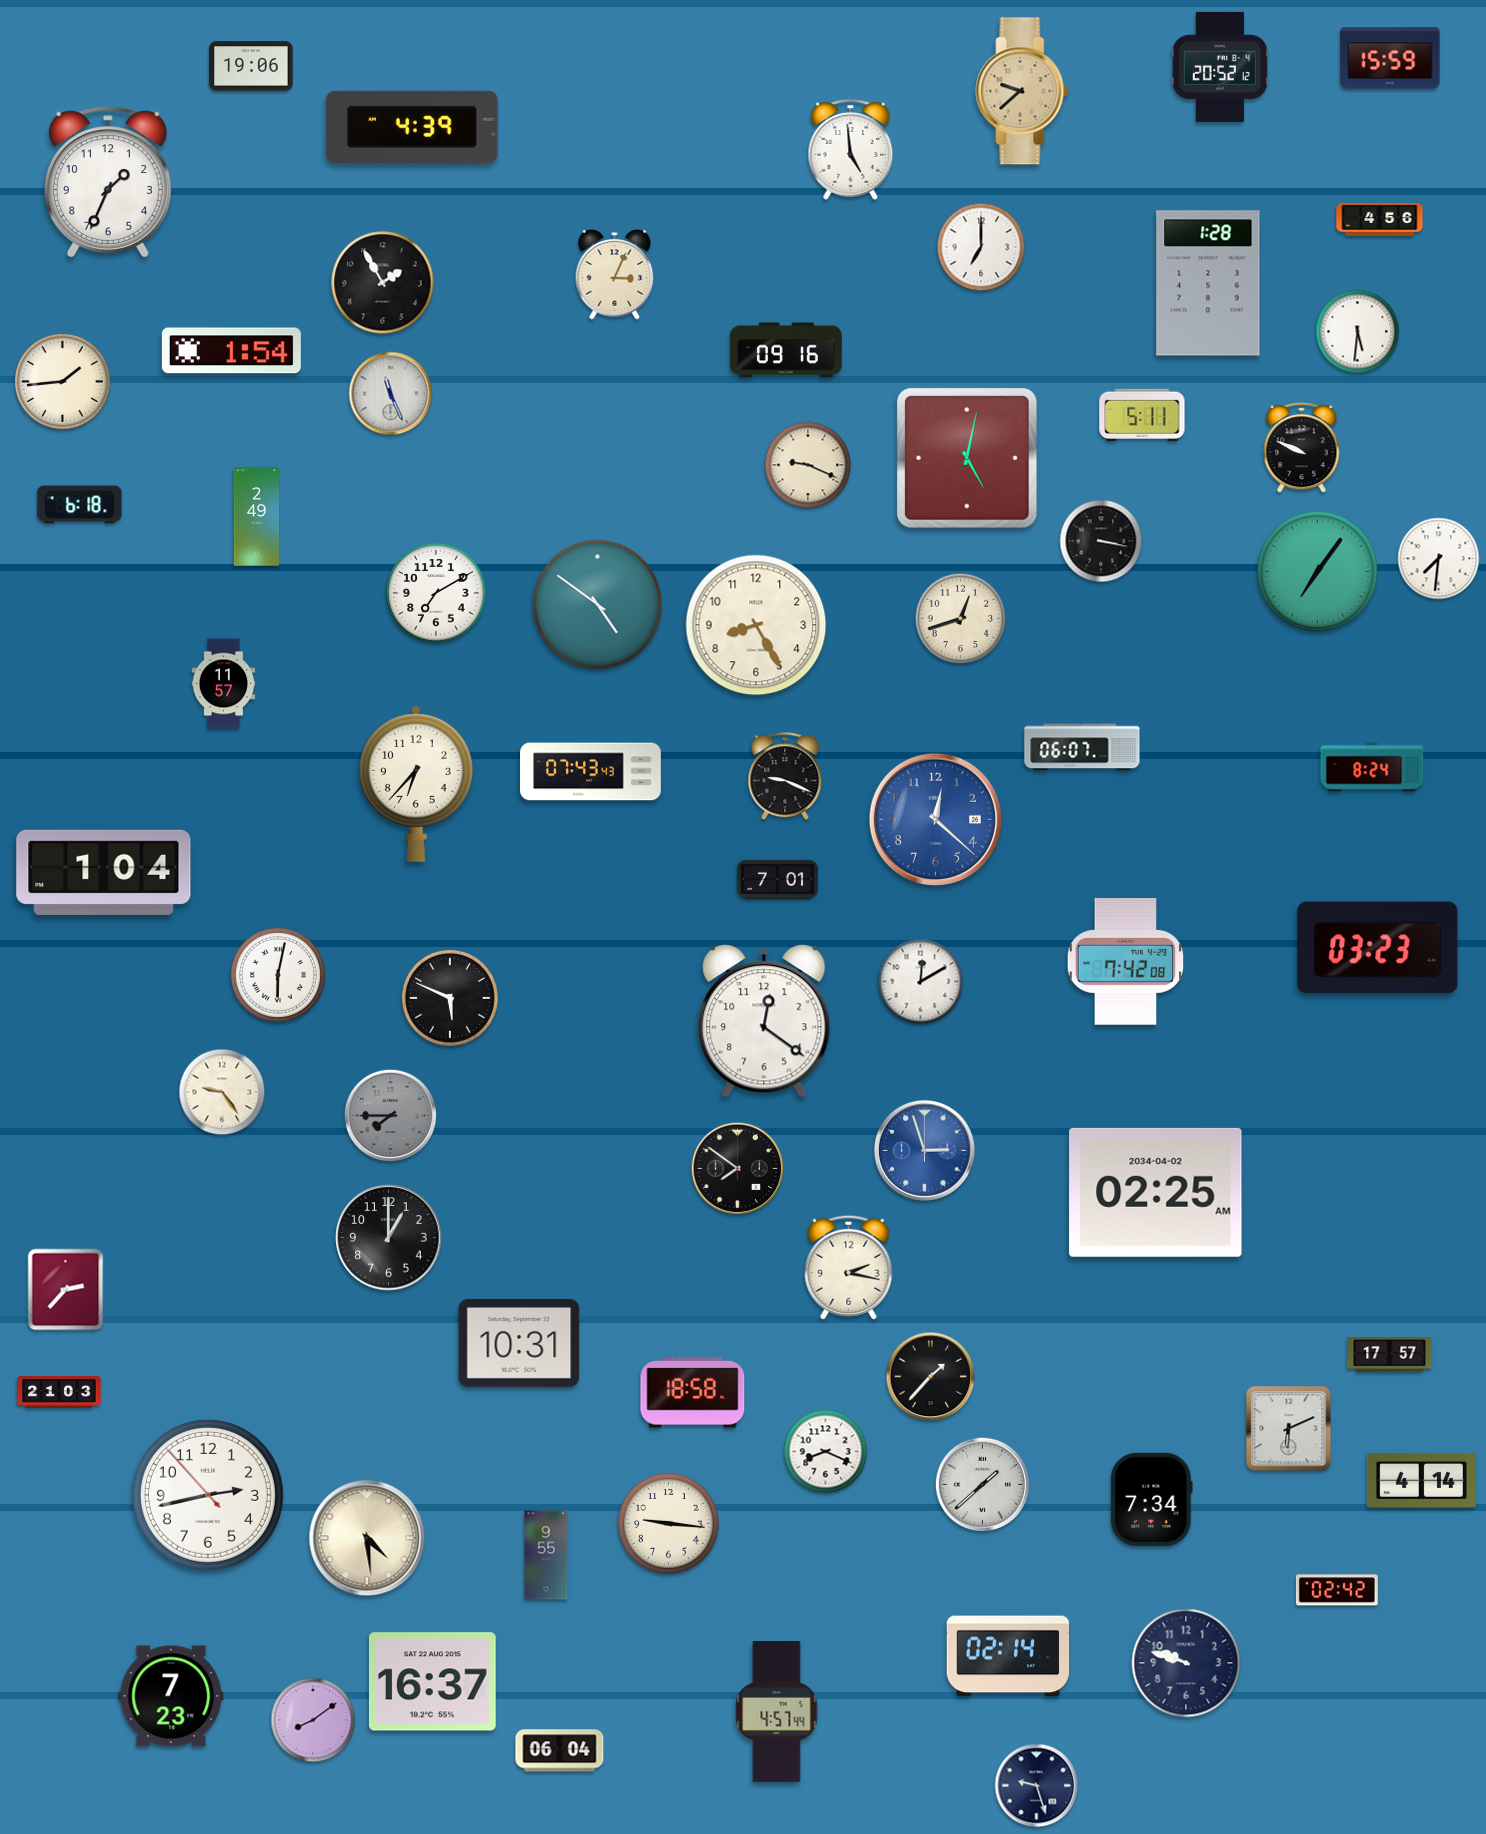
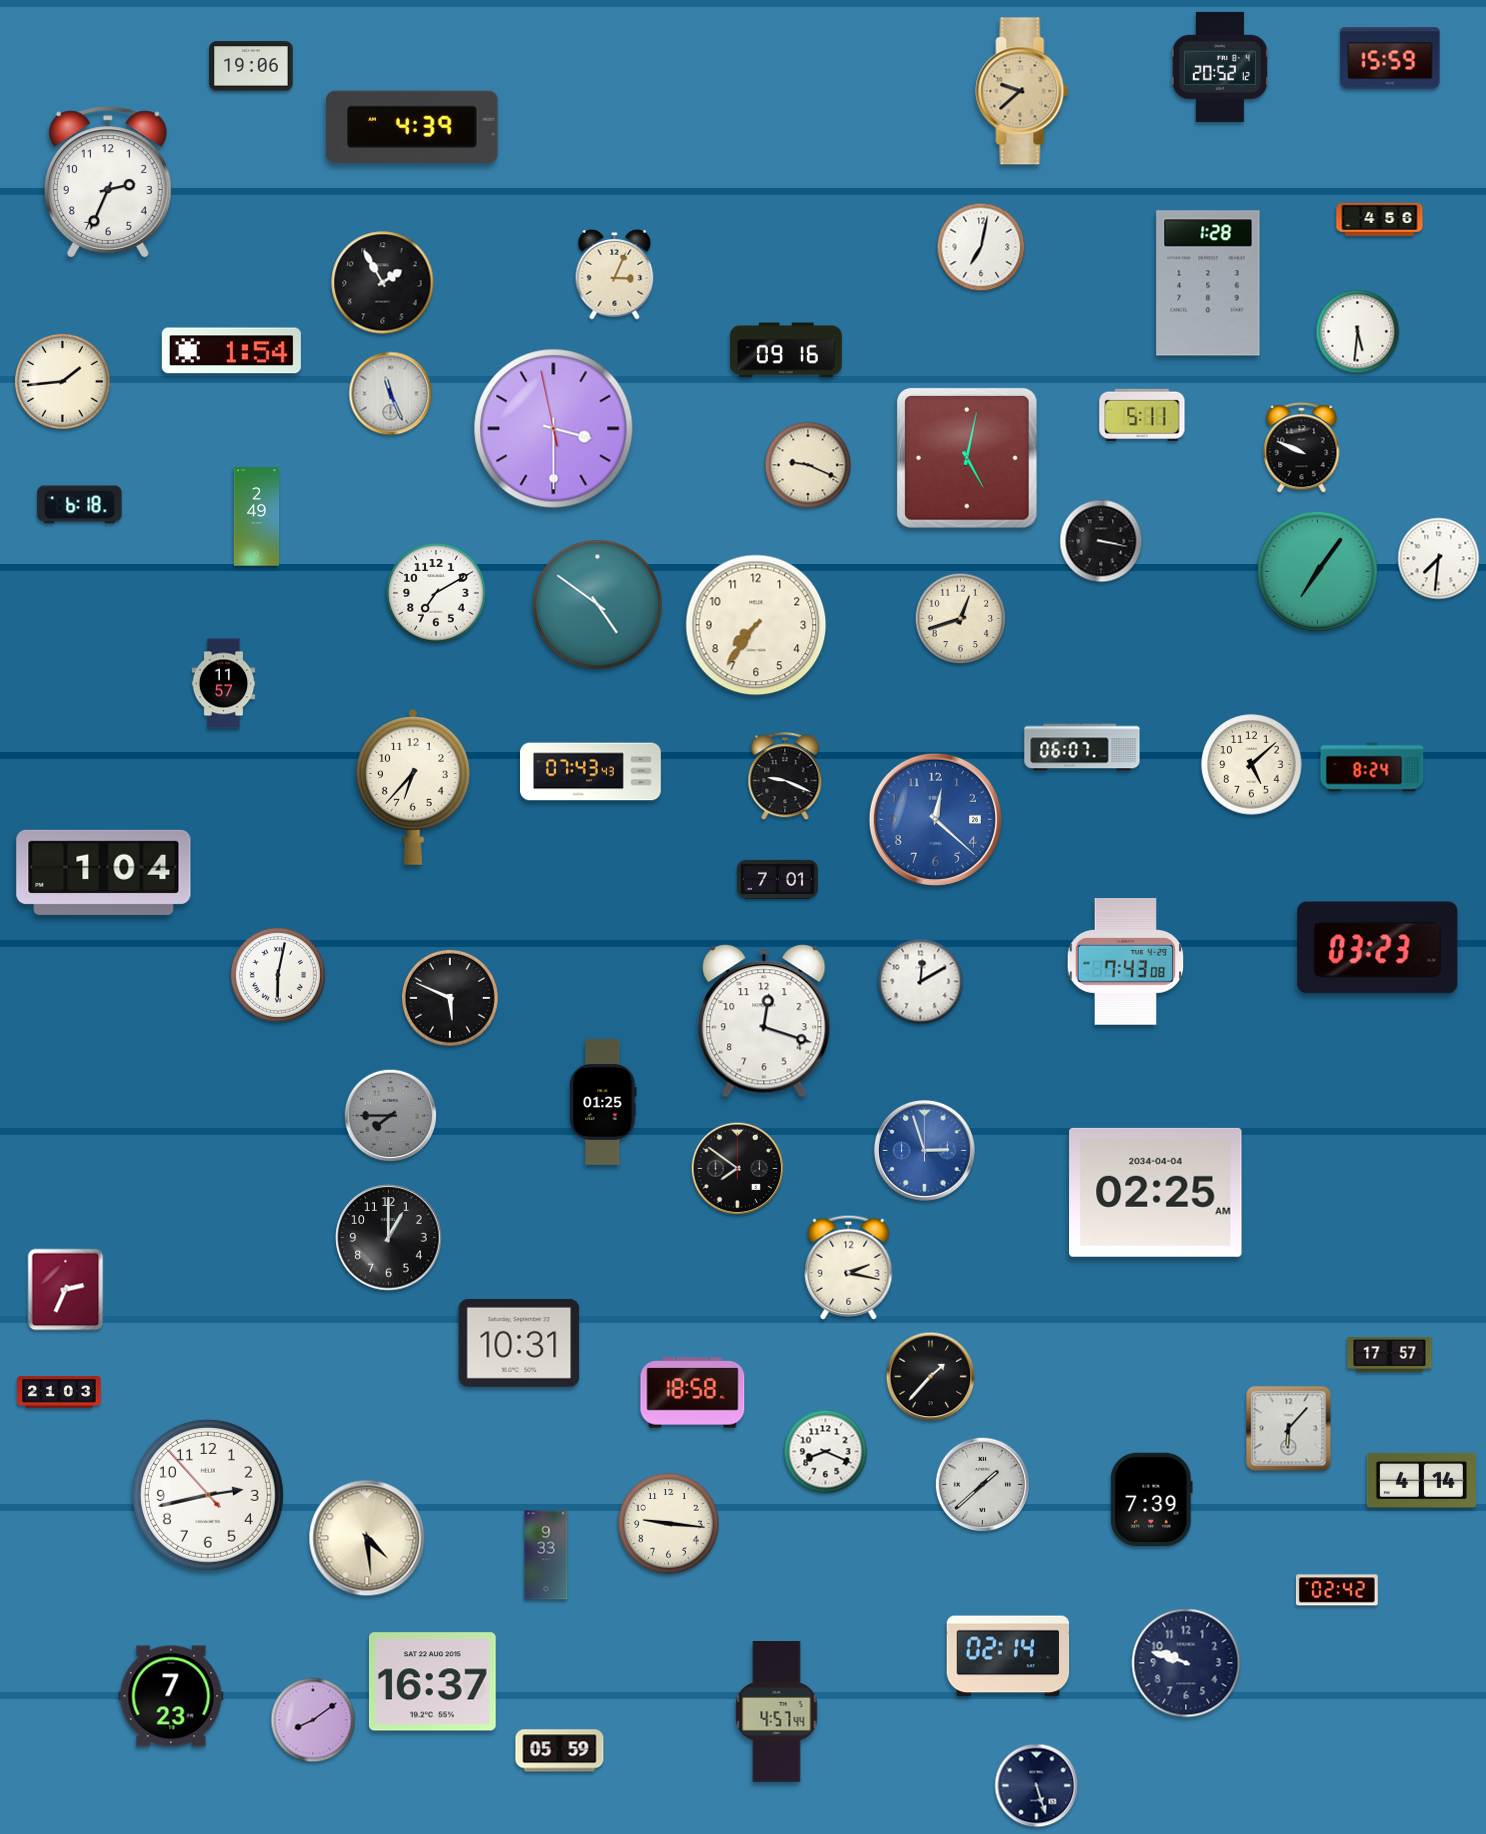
clock at (851, 149): 4:59 -> none
clock at (108, 182): 1:34 -> 2:34
clock at (981, 247): 7:00 -> 7:02
clock at (554, 429): none -> 3:29
clock at (756, 625): 8:25 -> 7:36
clock at (1252, 765): none -> 5:08
clock at (417, 784) position: (417, 784) -> (414, 787)
clock at (1126, 962): 7:42 -> 7:43
clock at (764, 1021): 12:21 -> 12:18
clock at (222, 1092): 9:24 -> none
clock at (603, 1102): none -> 01:25
clock at (1156, 1192) date: 2034-04-02 -> 2034-04-04
clock at (66, 1290): 2:37 -> 2:34
clock at (1289, 1429): 6:11 -> 6:07
clock at (1152, 1500): 7:34 -> 7:39
clock at (546, 1555): 9:55 -> 9:33
clock at (560, 1751): 06:04 -> 05:59
clock at (1037, 1786): 9:27 -> 5:27
